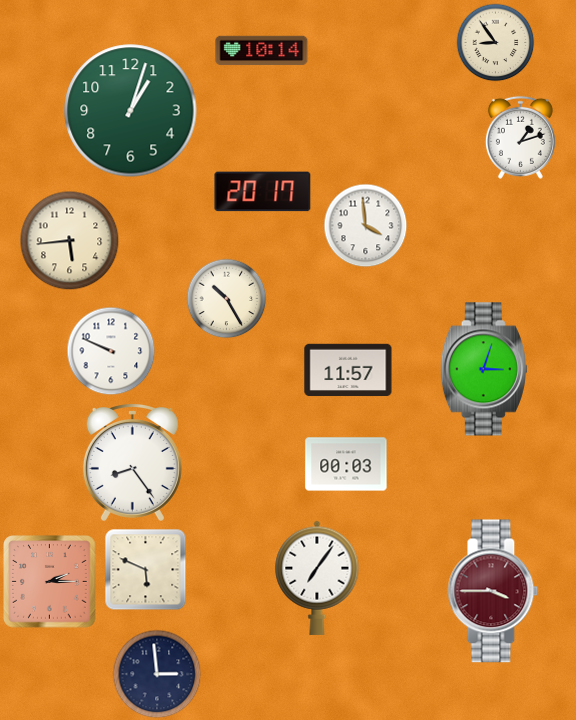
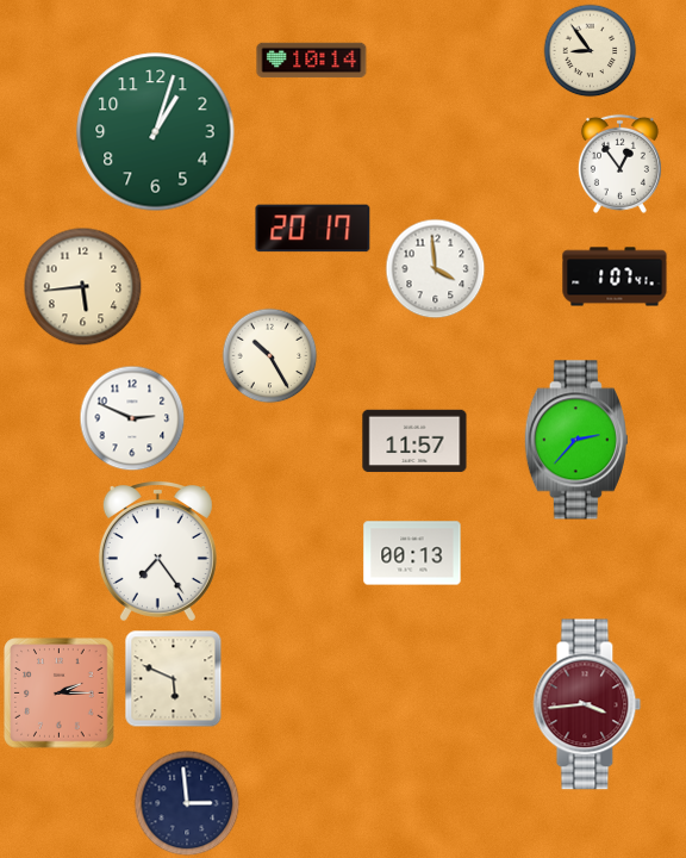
clock at (520, 137): 1:12 -> 12:54
clock at (615, 276): none -> 1:07
clock at (111, 351): 9:49 -> 2:49
clock at (484, 369): 3:03 -> 2:37
clock at (132, 463): 8:24 -> 7:24
clock at (346, 464): 00:03 -> 00:13
clock at (317, 578): 7:06 -> none
clock at (493, 591): 3:45 -> 3:44
